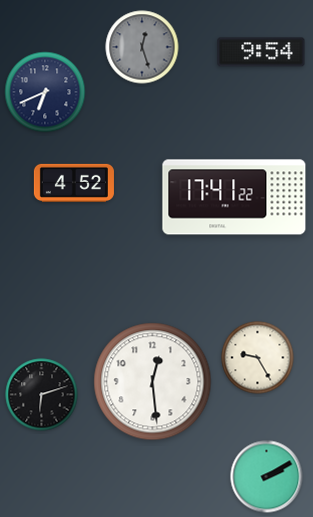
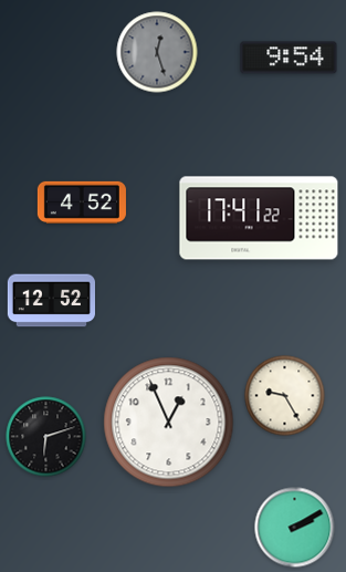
clock at (45, 92): 6:41 -> none
clock at (51, 301): none -> 12:52
clock at (153, 382): 12:29 -> 12:56
